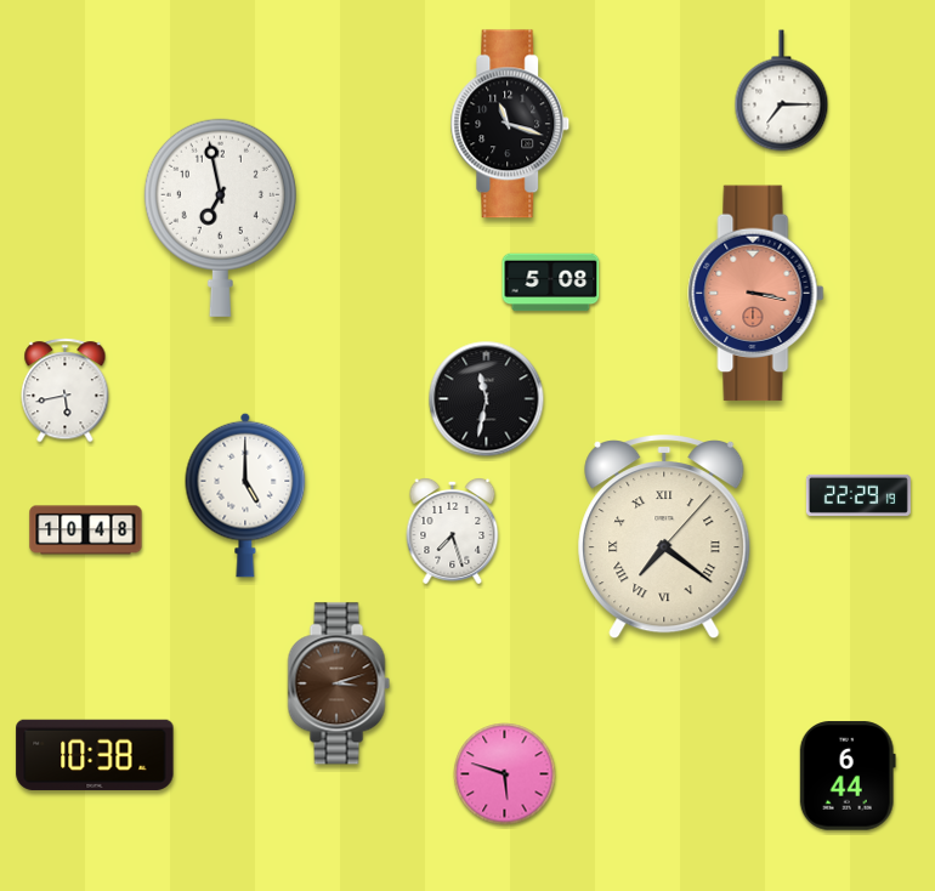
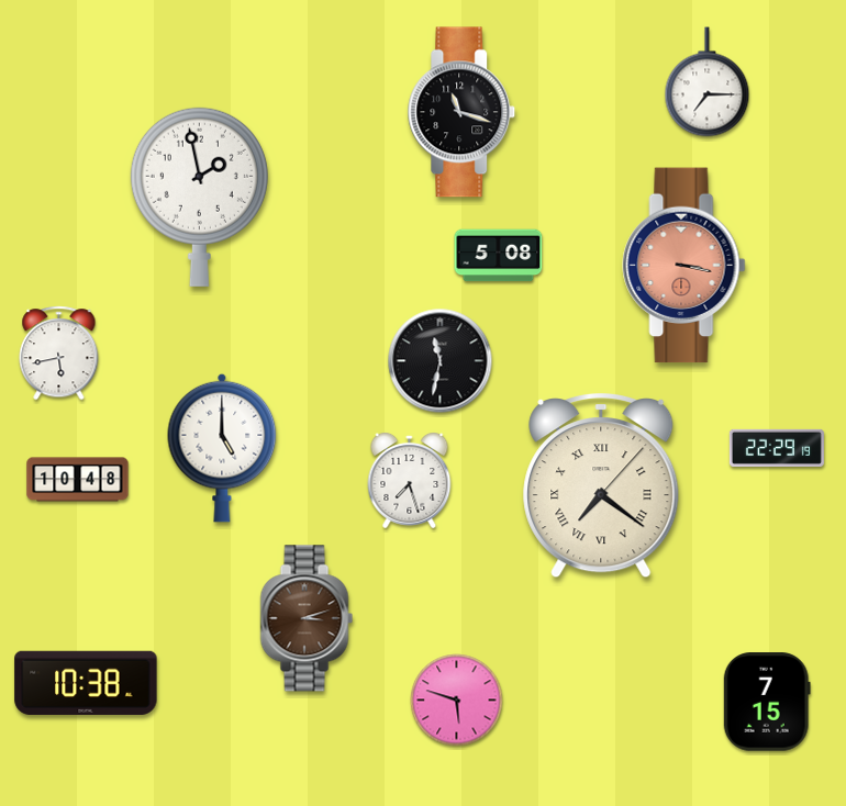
clock at (220, 217): 6:58 -> 1:58
clock at (848, 776): 6:44 -> 7:15
